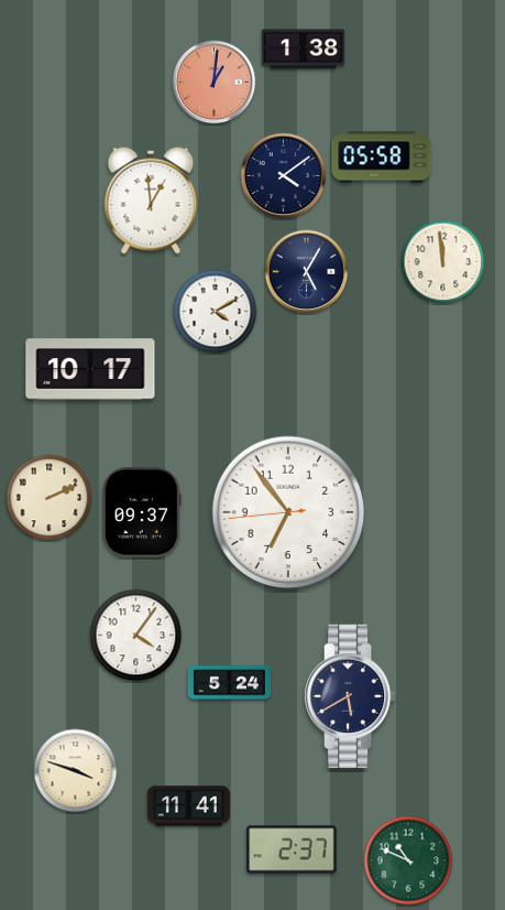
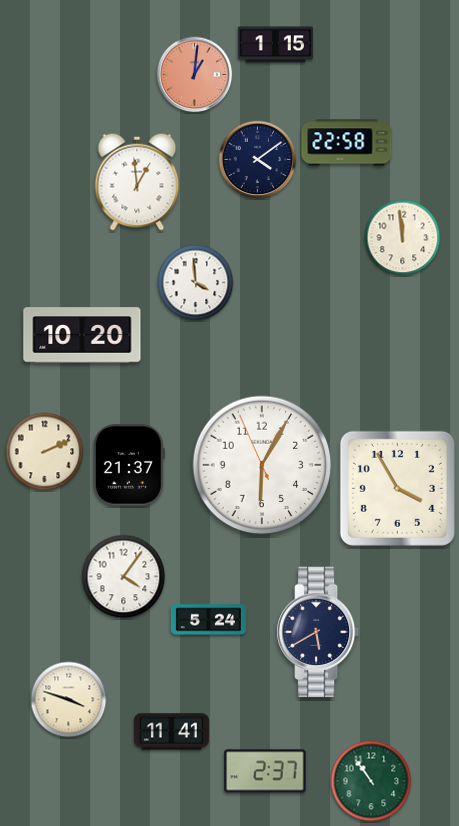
clock at (303, 50): 1:38 -> 1:15
clock at (382, 158): 05:58 -> 22:58
clock at (307, 272): 5:05 -> none
clock at (216, 312): 4:10 -> 3:59
clock at (90, 369): 10:17 -> 10:20
clock at (142, 512): 09:37 -> 21:37
clock at (288, 512): 6:53 -> 6:04
clock at (397, 488): none -> 3:55
clock at (408, 860): 10:49 -> 10:54
